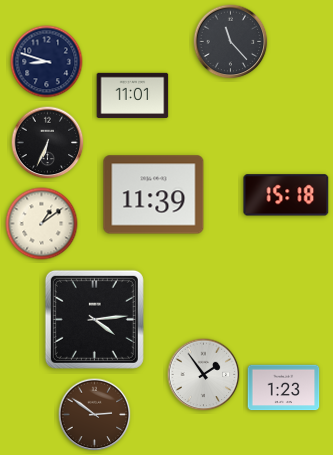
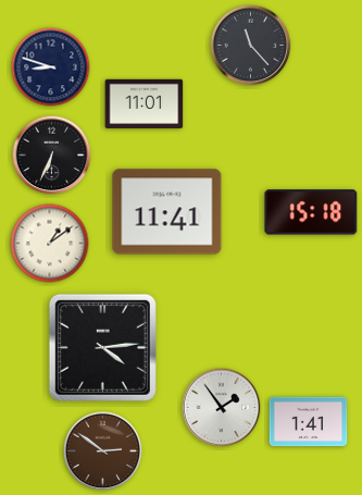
clock at (154, 195): 11:39 -> 11:41
clock at (42, 224) position: (42, 224) -> (50, 244)
clock at (284, 388): 1:23 -> 1:41
